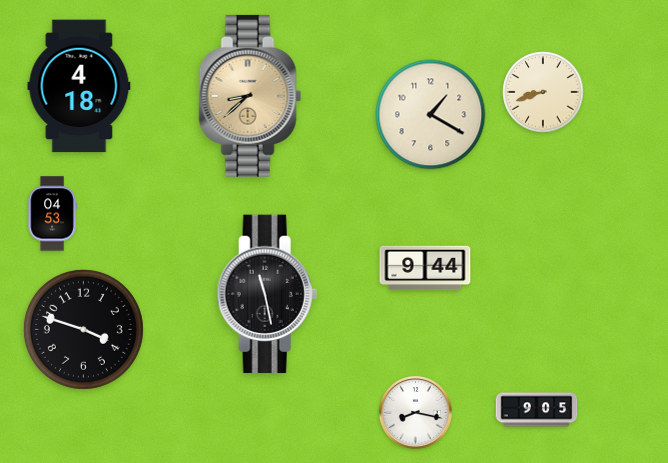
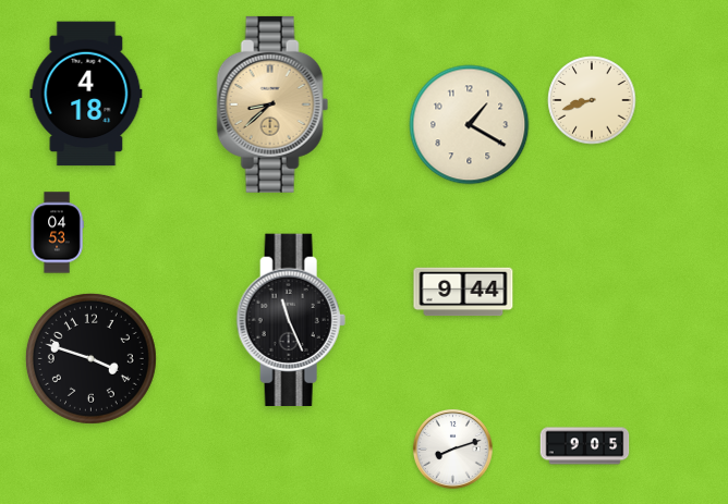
clock at (267, 294): 11:28 -> 11:26
clock at (416, 413): 8:17 -> 8:12
